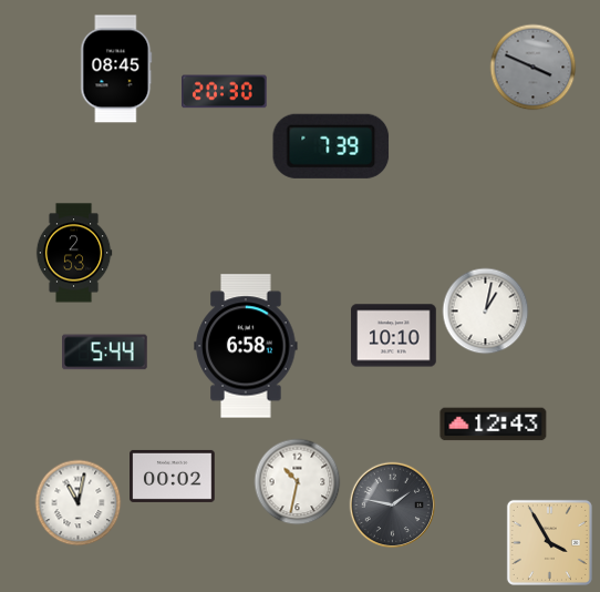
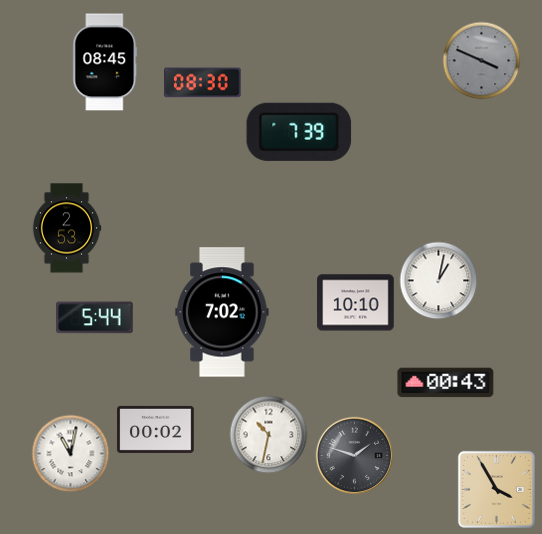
clock at (225, 92): 20:30 -> 08:30
clock at (246, 346): 6:58 -> 7:02
clock at (494, 425): 12:43 -> 00:43
clock at (392, 504): 1:47 -> 1:48
